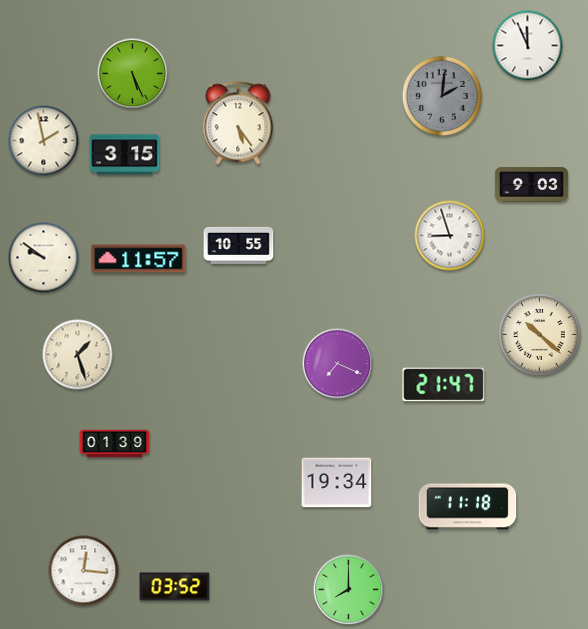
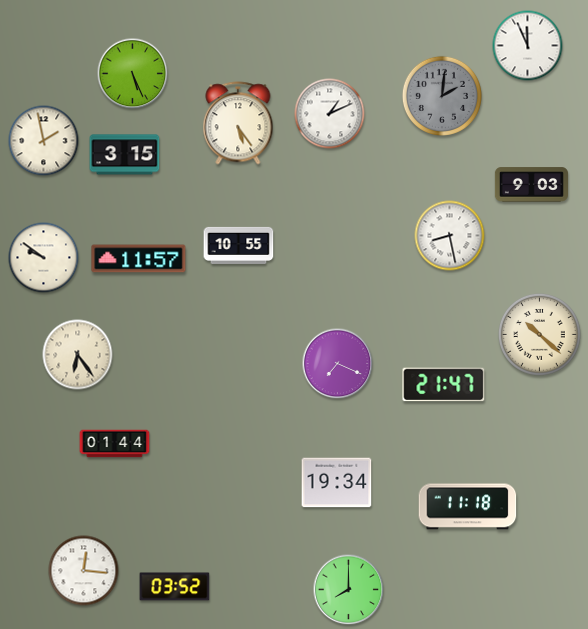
clock at (330, 114): none -> 1:11
clock at (450, 236): 8:57 -> 8:28
clock at (78, 355): 1:27 -> 6:24
clock at (115, 444): 01:39 -> 01:44
